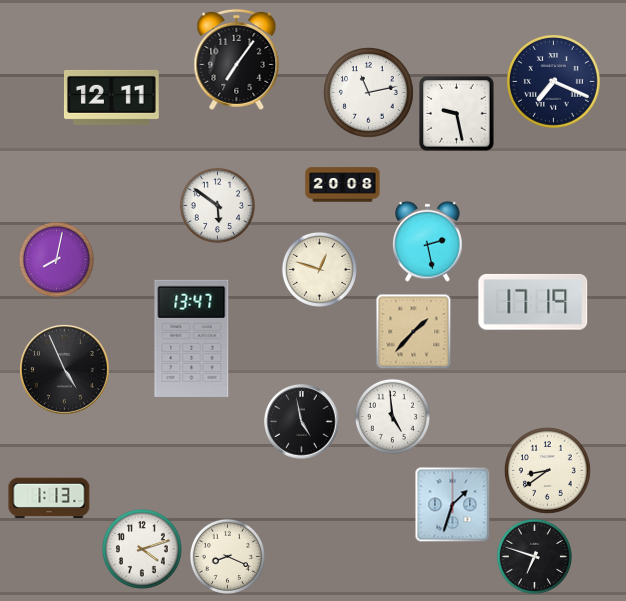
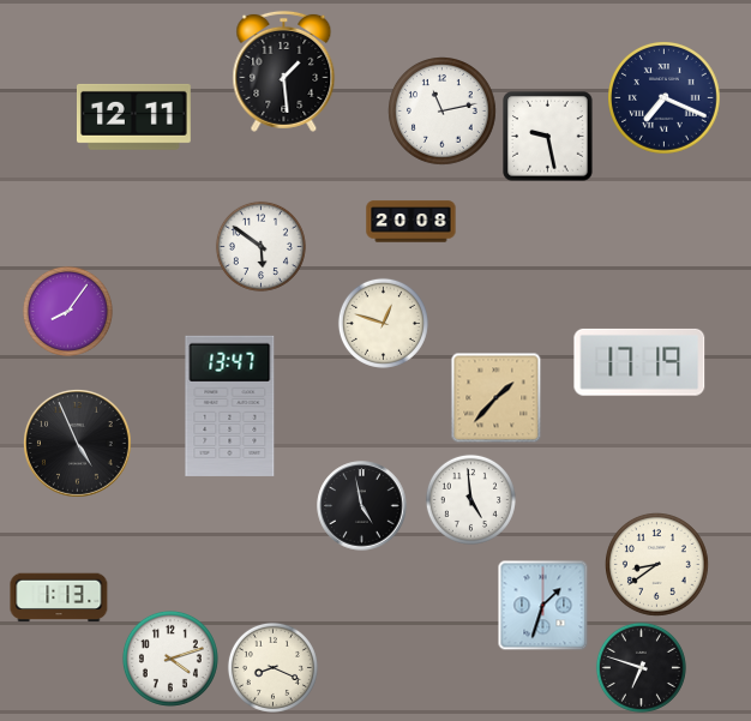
clock at (237, 59): 7:06 -> 1:29
clock at (428, 241): 2:28 -> none
clock at (56, 259): 8:02 -> 8:06
